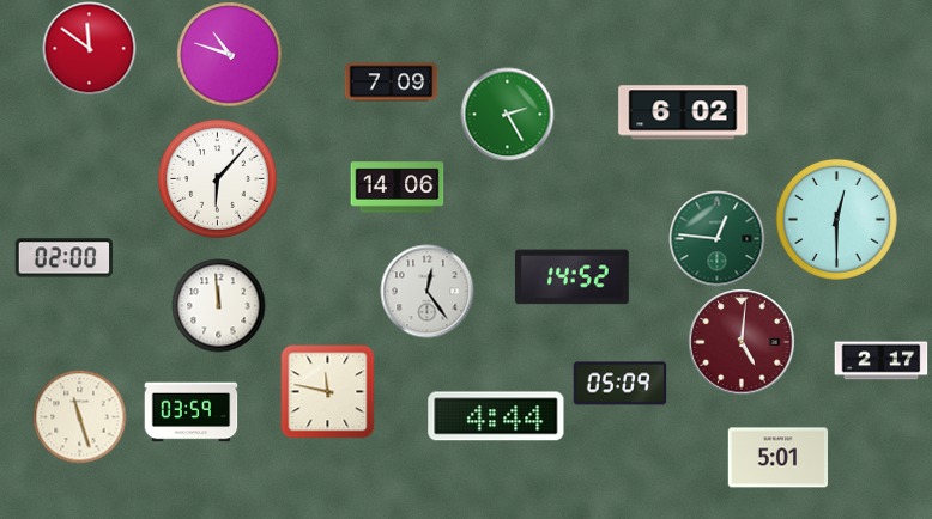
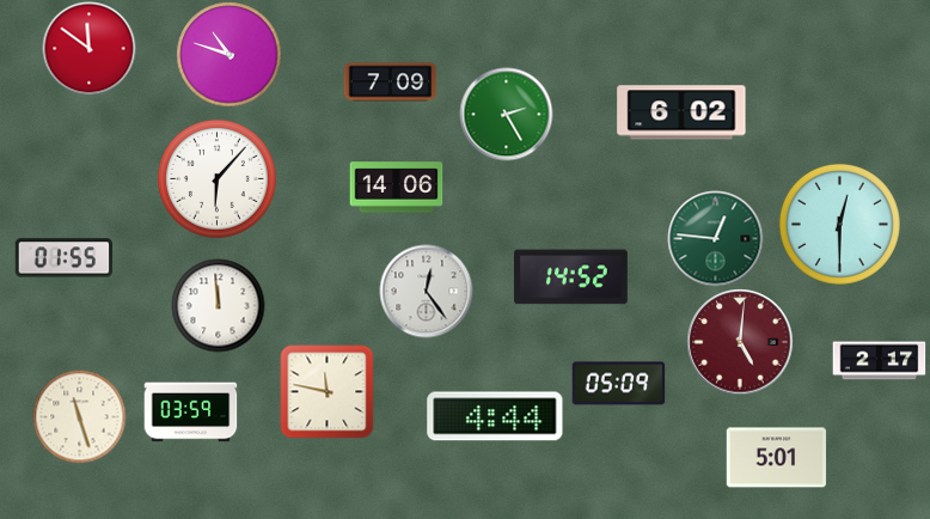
clock at (836, 219) position: (836, 219) -> (839, 224)
clock at (63, 258): 02:00 -> 01:55
